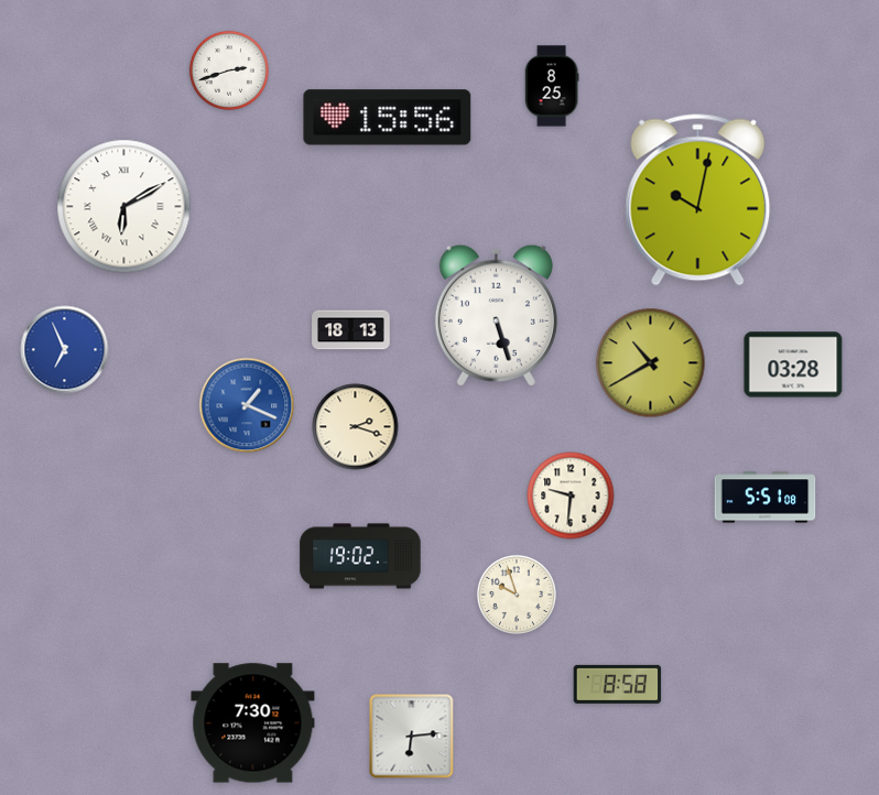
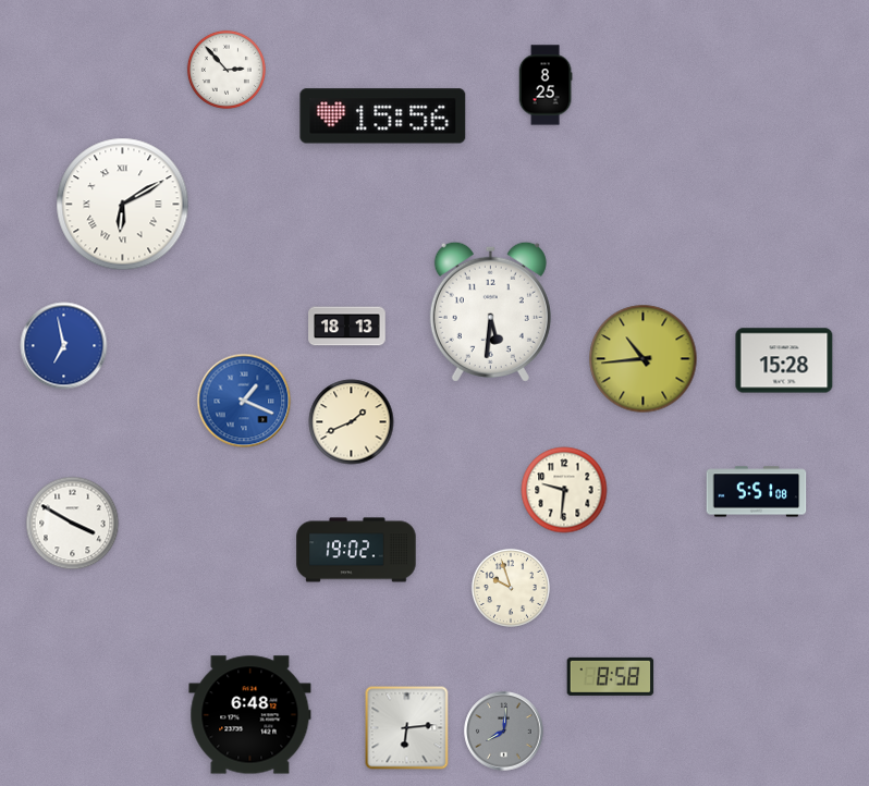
clock at (229, 70): 2:42 -> 2:53
clock at (698, 200): 10:02 -> none
clock at (496, 315): 5:27 -> 5:31
clock at (65, 350): 6:56 -> 6:58
clock at (651, 363): 10:40 -> 10:44
clock at (793, 364): 03:28 -> 15:28
clock at (356, 427): 2:18 -> 1:41
clock at (73, 524): none -> 3:50
clock at (253, 723): 7:30 -> 6:48
clock at (504, 732): none -> 8:01
